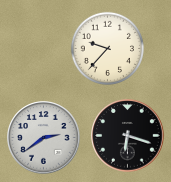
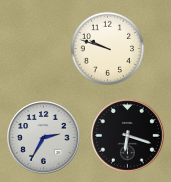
clock at (107, 48): 9:37 -> 9:48
clock at (44, 138): 2:39 -> 2:35
